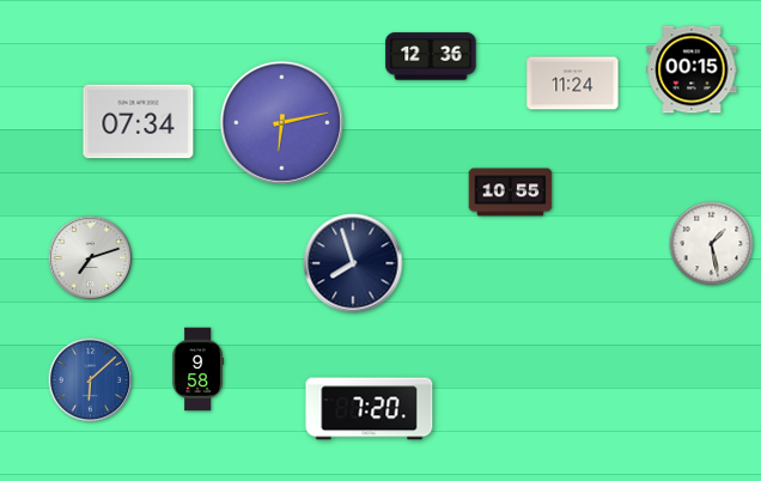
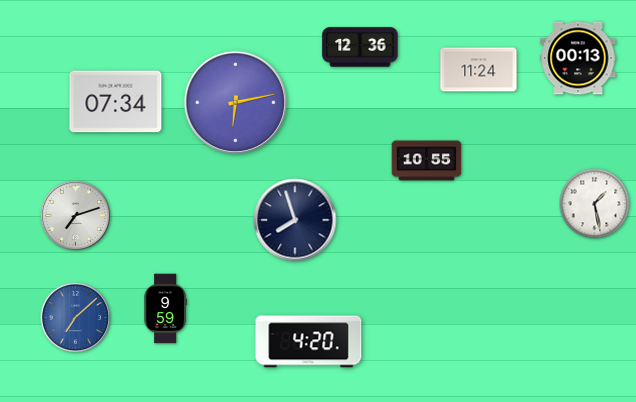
clock at (692, 69): 00:15 -> 00:13
clock at (197, 370): 9:58 -> 9:59
clock at (91, 380): 6:08 -> 7:08
clock at (370, 409): 7:20 -> 4:20
